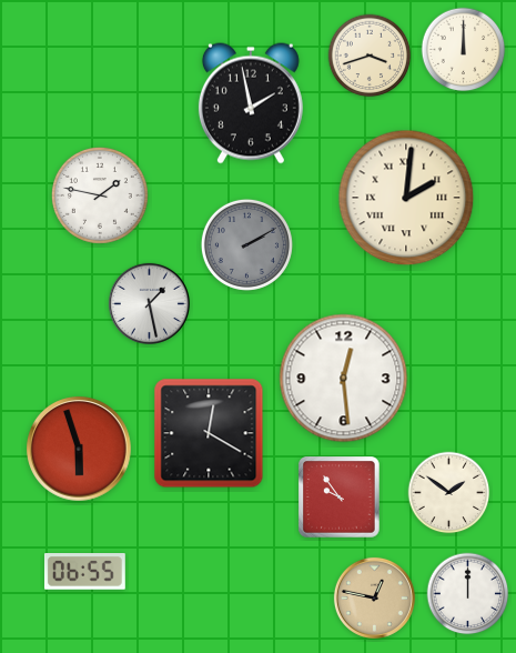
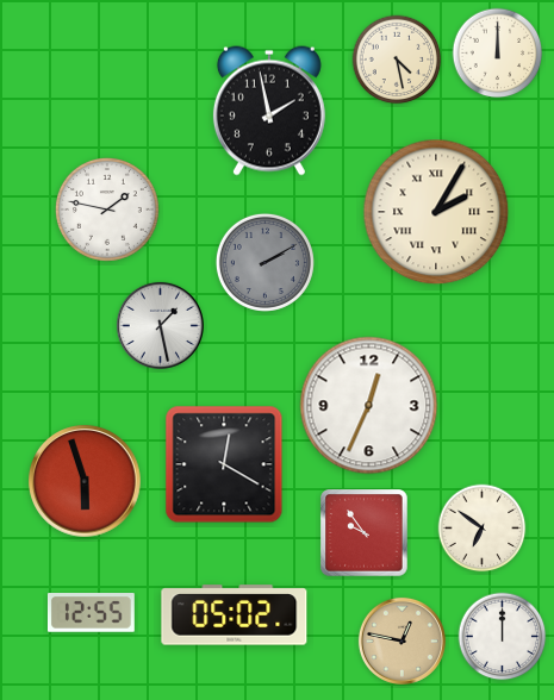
clock at (370, 56): 3:42 -> 4:28
clock at (406, 198): 2:01 -> 2:05
clock at (344, 379): 12:29 -> 12:34
clock at (449, 493): 1:51 -> 6:51
clock at (84, 572): 06:55 -> 12:55
clock at (235, 615): none -> 05:02
